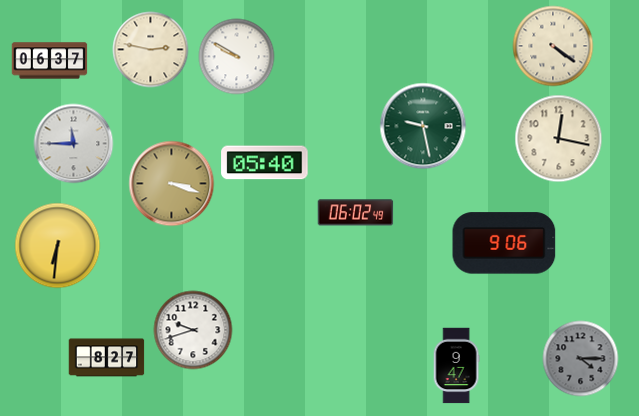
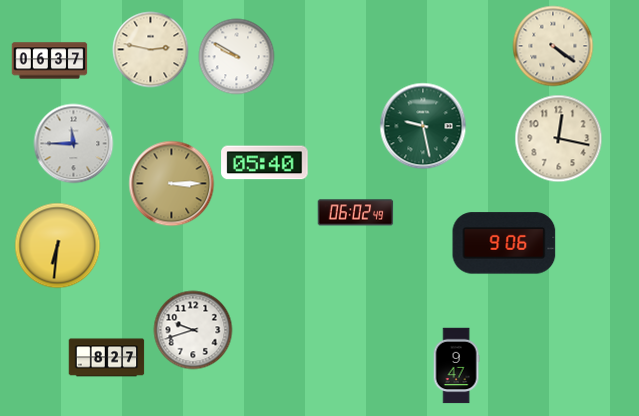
clock at (172, 184): 3:18 -> 3:15
clock at (581, 359): 4:15 -> none
